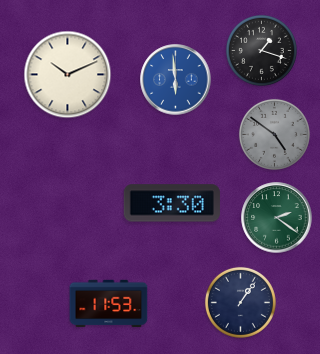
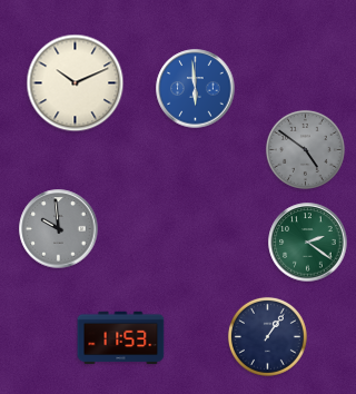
clock at (261, 50): 1:18 -> none
clock at (172, 203): 3:30 -> none
clock at (59, 229): none -> 9:59
